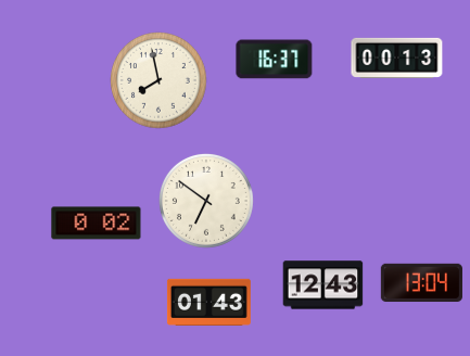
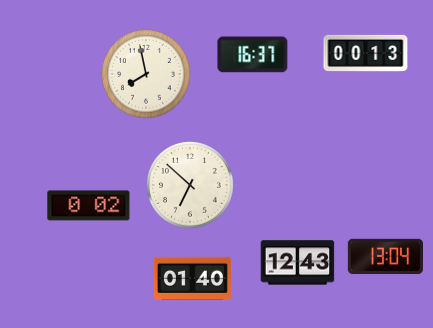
clock at (206, 201): 6:51 -> 6:52
clock at (421, 283) position: (421, 283) -> (385, 257)
clock at (208, 302): 01:43 -> 01:40
